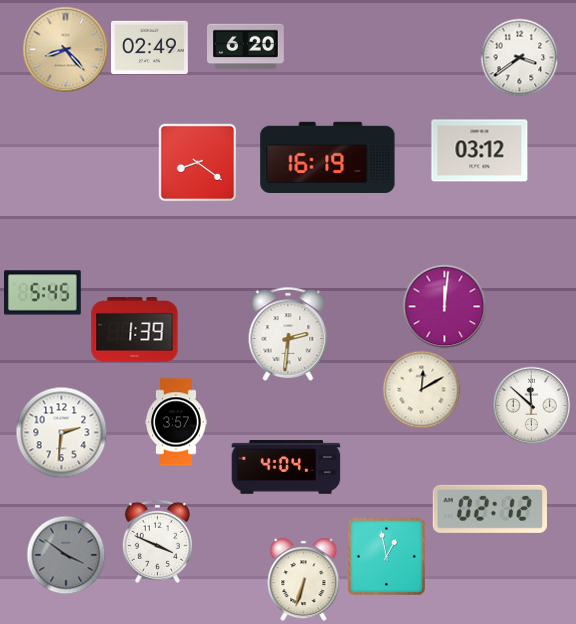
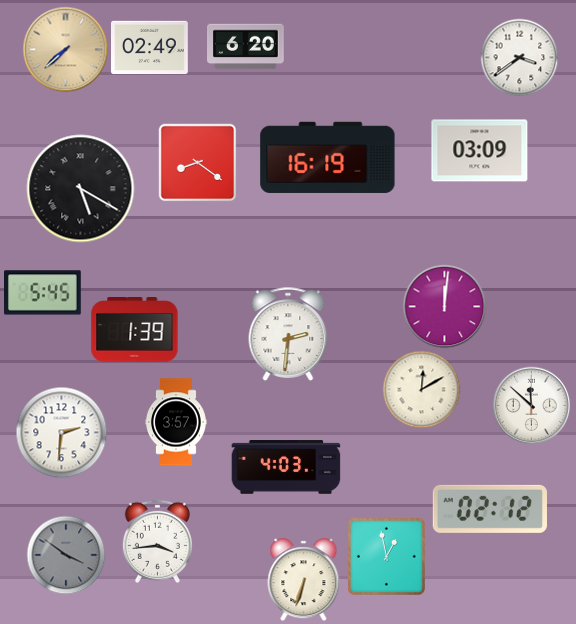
clock at (65, 49): 8:23 -> 7:38
clock at (480, 151): 03:12 -> 03:09
clock at (81, 189): none -> 5:20
clock at (286, 467): 4:04 -> 4:03
clock at (157, 541): 3:49 -> 3:44
